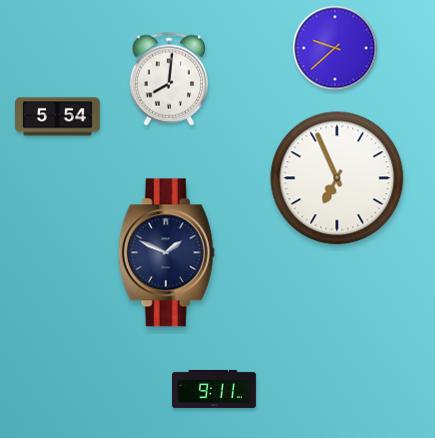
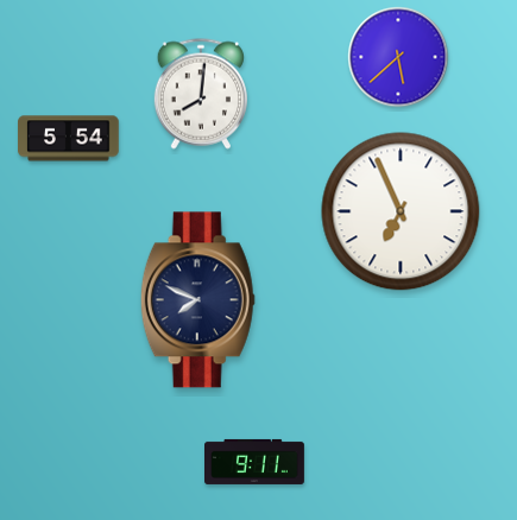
clock at (335, 48): 9:38 -> 5:38
clock at (166, 253): 1:49 -> 7:49
